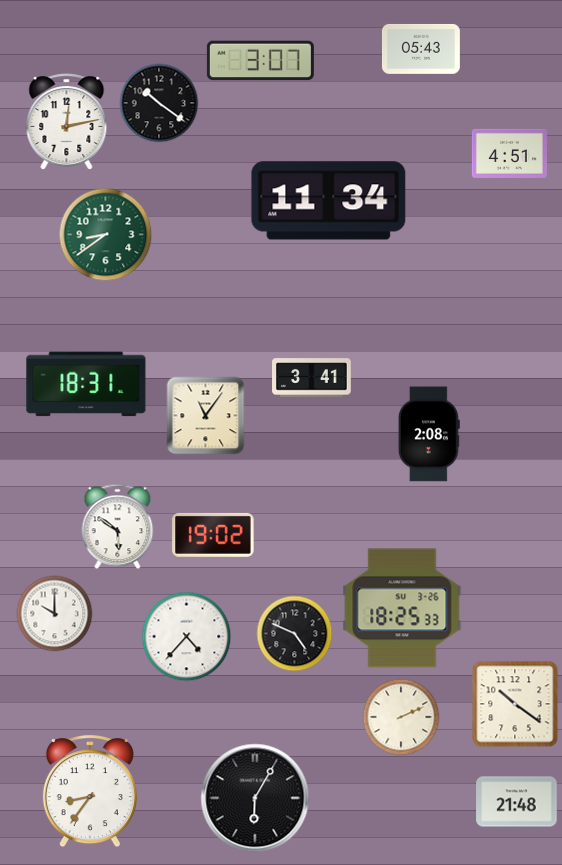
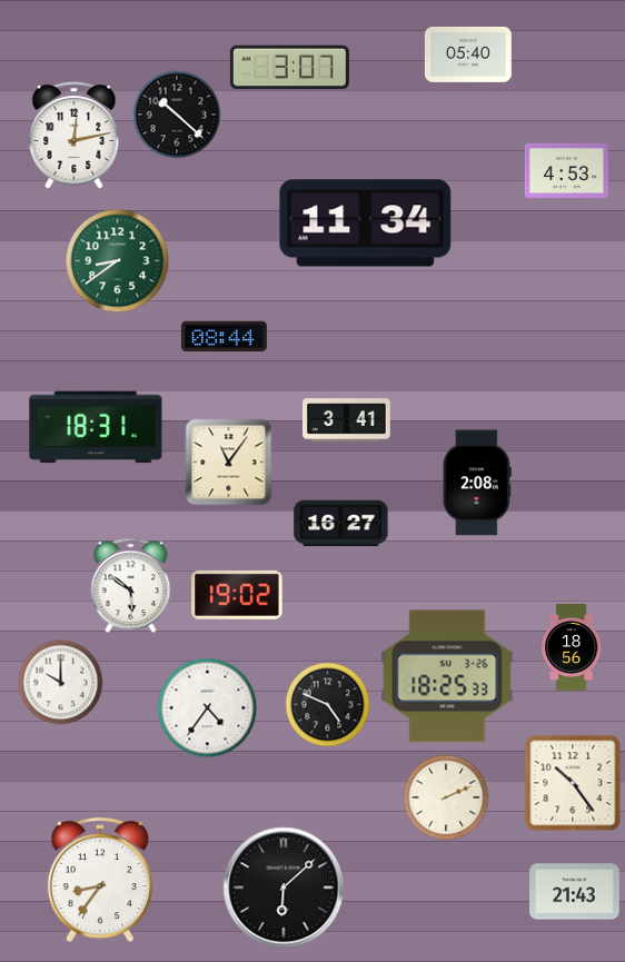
clock at (421, 49): 05:43 -> 05:40
clock at (159, 103): 10:21 -> 10:22
clock at (509, 153): 4:51 -> 4:53
clock at (224, 337): none -> 08:44
clock at (341, 524): none -> 16:27
clock at (572, 648): none -> 18:56
clock at (187, 637): 4:37 -> 4:36
clock at (515, 704): 10:21 -> 10:24
clock at (255, 798): 6:05 -> 6:08
clock at (517, 802): 21:48 -> 21:43
